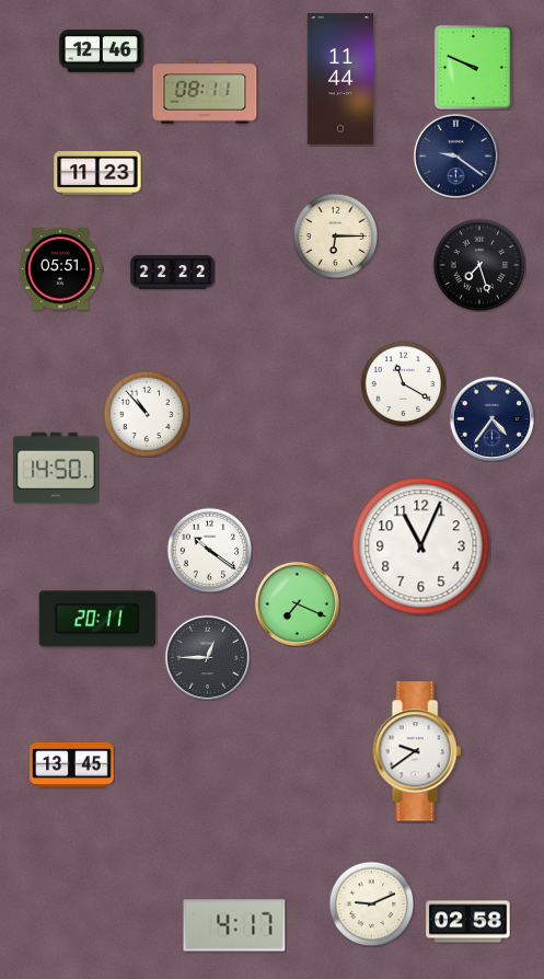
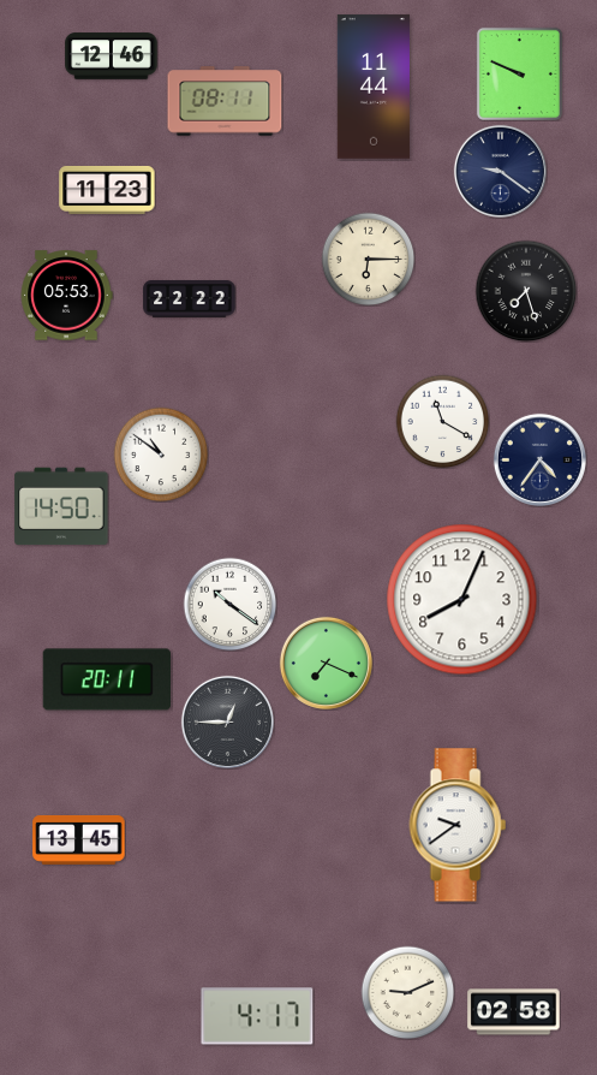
clock at (60, 269): 05:51 -> 05:53
clock at (147, 414): 10:53 -> 10:51
clock at (56, 468) position: (56, 468) -> (61, 506)
clock at (421, 546): 11:04 -> 8:04
